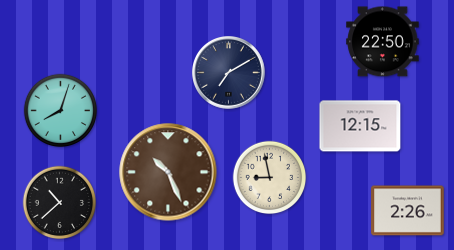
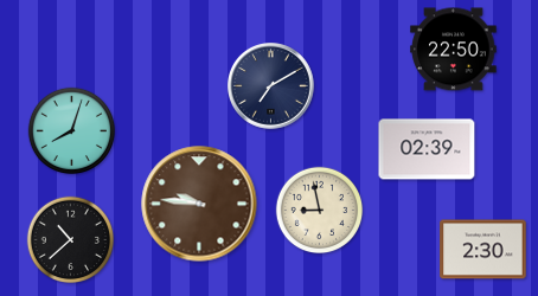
clock at (360, 126): 12:15 -> 02:39
clock at (168, 172): 10:26 -> 9:46
clock at (408, 211): 2:26 -> 2:30
